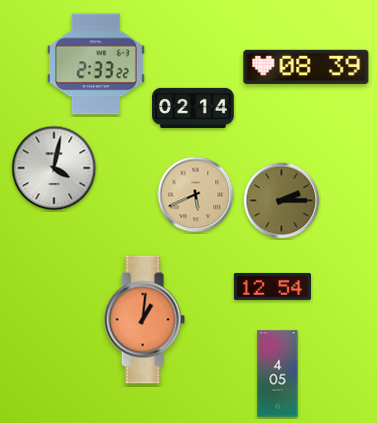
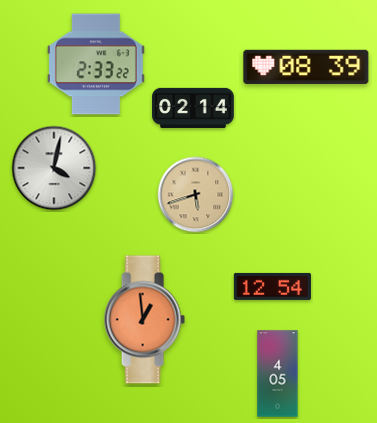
clock at (196, 195): 5:41 -> 5:42
clock at (282, 201): 2:15 -> none
clock at (144, 320): 1:01 -> 12:59
